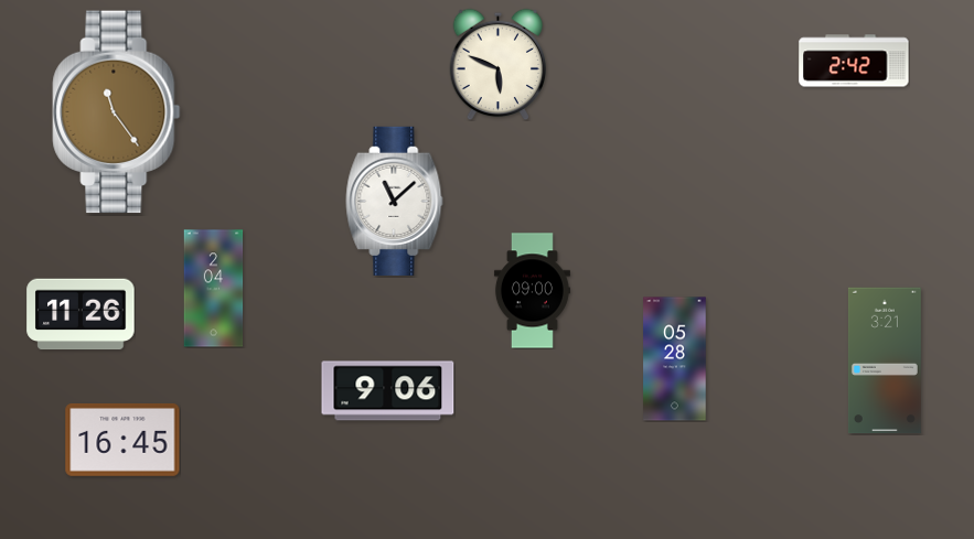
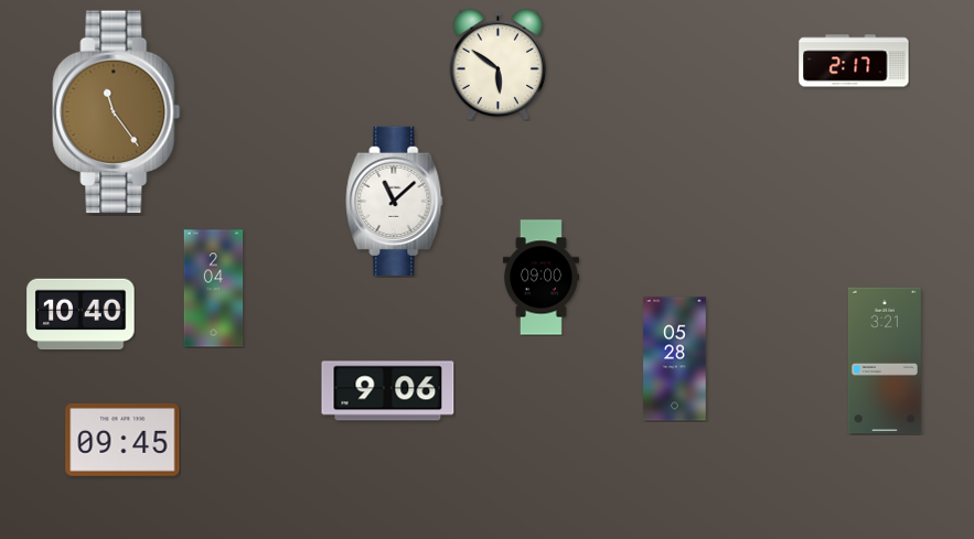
clock at (854, 61): 2:42 -> 2:17
clock at (499, 64): 5:49 -> 5:51
clock at (532, 291) position: (532, 291) -> (540, 278)
clock at (81, 314): 11:26 -> 10:40
clock at (122, 441): 16:45 -> 09:45
